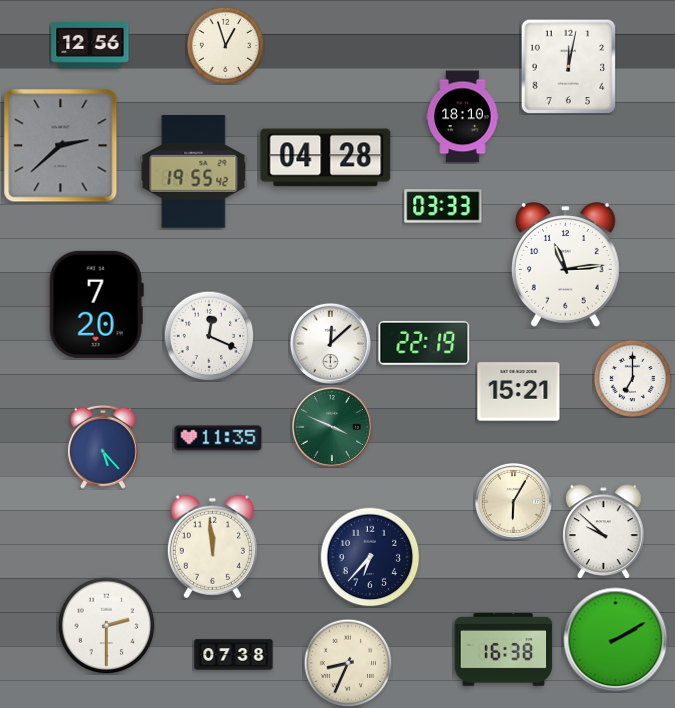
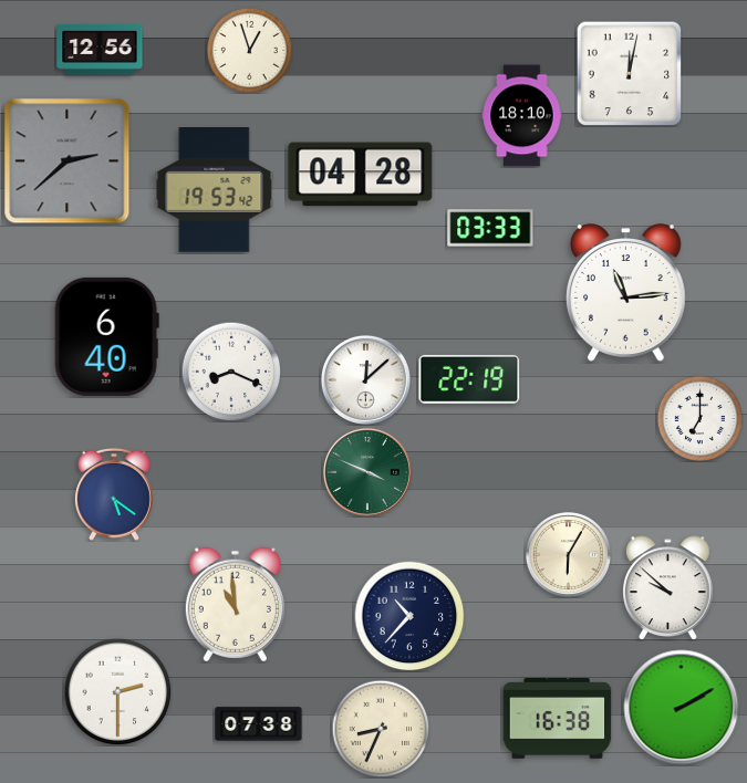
clock at (463, 117) position: (463, 117) -> (522, 116)
clock at (194, 172): 19:55 -> 19:53
clock at (96, 304): 7:20 -> 6:40
clock at (209, 336): 12:19 -> 8:19
clock at (519, 392): 15:21 -> none
clock at (218, 438): 11:35 -> none
clock at (103, 447): 5:23 -> 5:21
clock at (212, 547): 11:59 -> 10:59
clock at (370, 557): 6:37 -> 10:37
clock at (348, 663) position: (348, 663) -> (381, 729)
